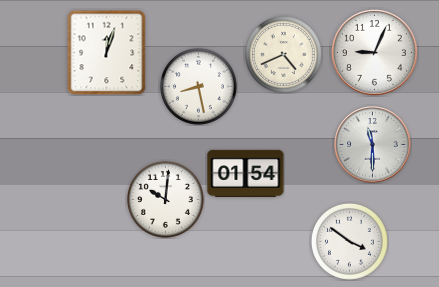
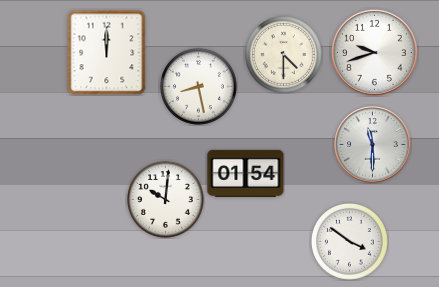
clock at (107, 52): 12:03 -> 12:00
clock at (374, 52): 9:04 -> 9:42
clock at (283, 54): 4:41 -> 4:30
